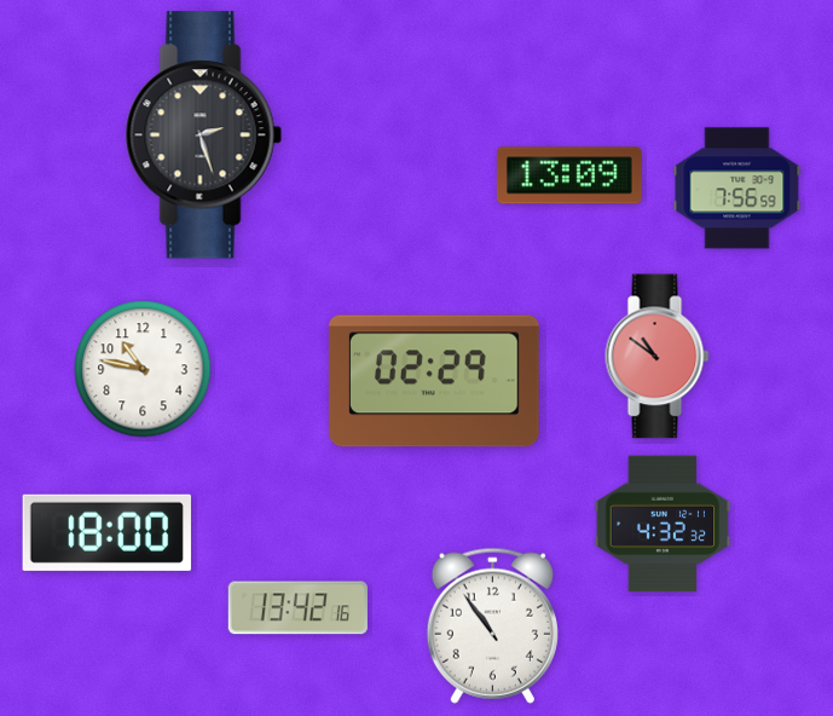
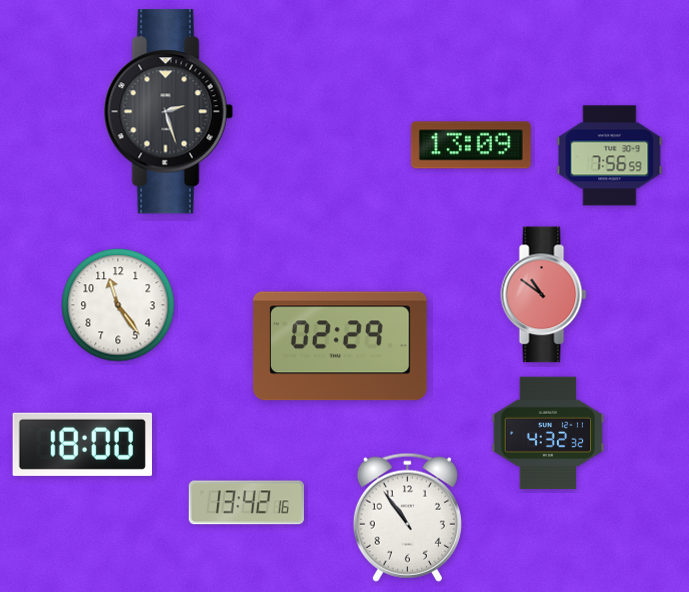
clock at (143, 369): 10:47 -> 11:24
clock at (435, 381) position: (435, 381) -> (341, 346)
clock at (106, 532) position: (106, 532) -> (82, 444)
